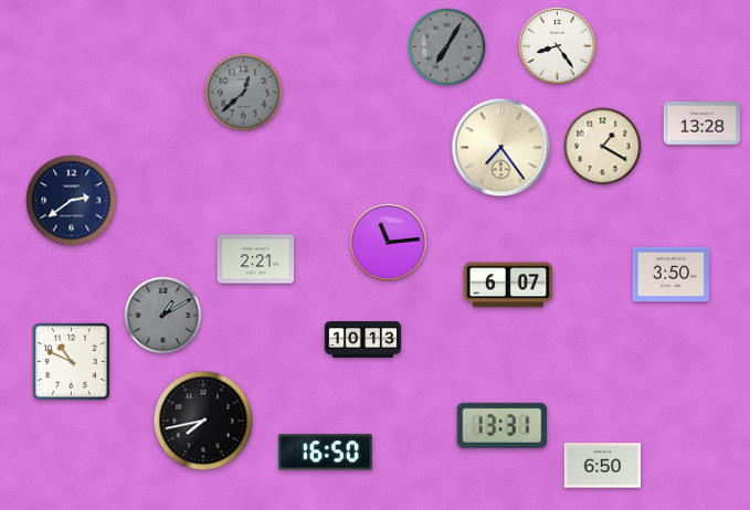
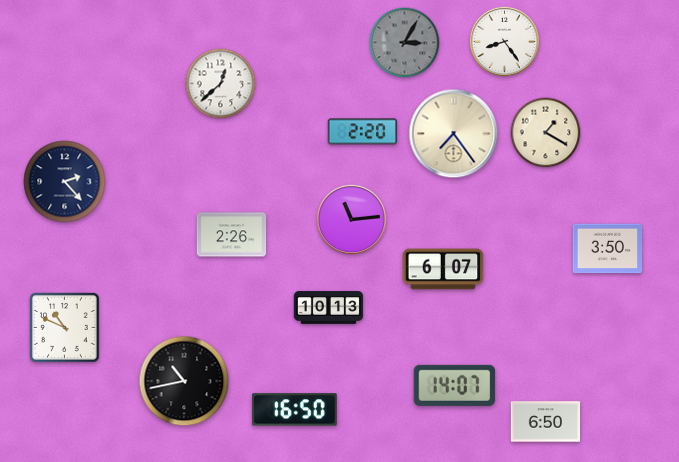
clock at (447, 47): 7:05 -> 3:05
clock at (244, 93) dial: grey -> white
clock at (703, 124): 13:28 -> none
clock at (363, 132): none -> 2:20
clock at (72, 201): 2:39 -> 2:23
clock at (256, 259): 2:21 -> 2:26
clock at (508, 285) position: (508, 285) -> (443, 269)
clock at (163, 316): 1:10 -> none
clock at (203, 421): 7:43 -> 10:43
clock at (503, 425): 13:31 -> 14:07
